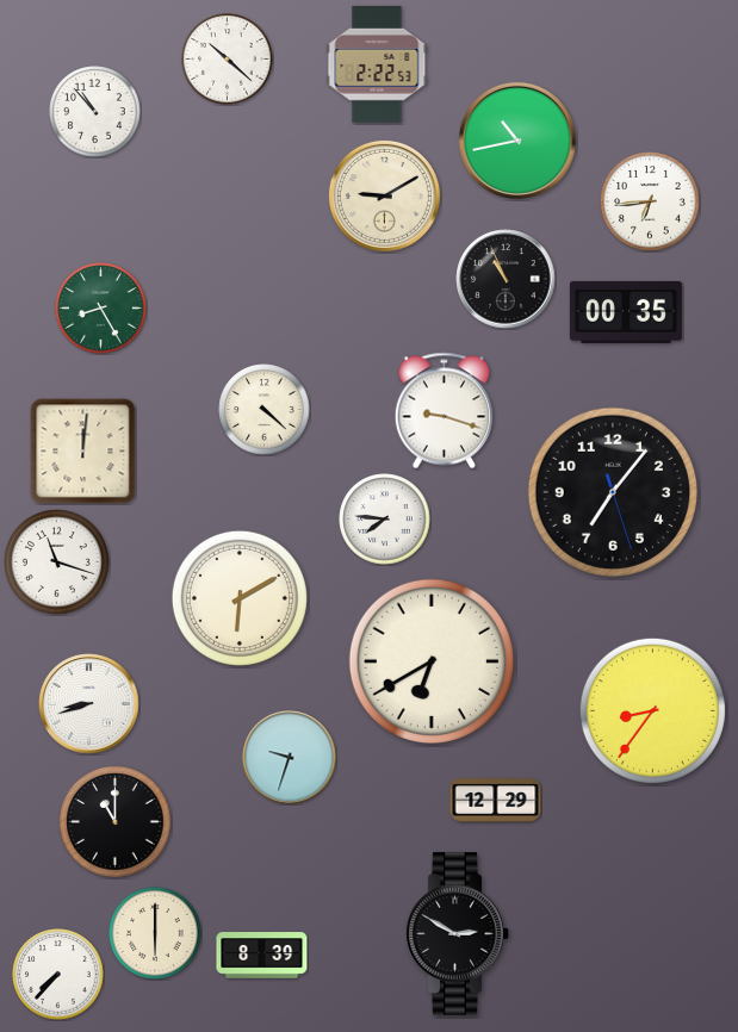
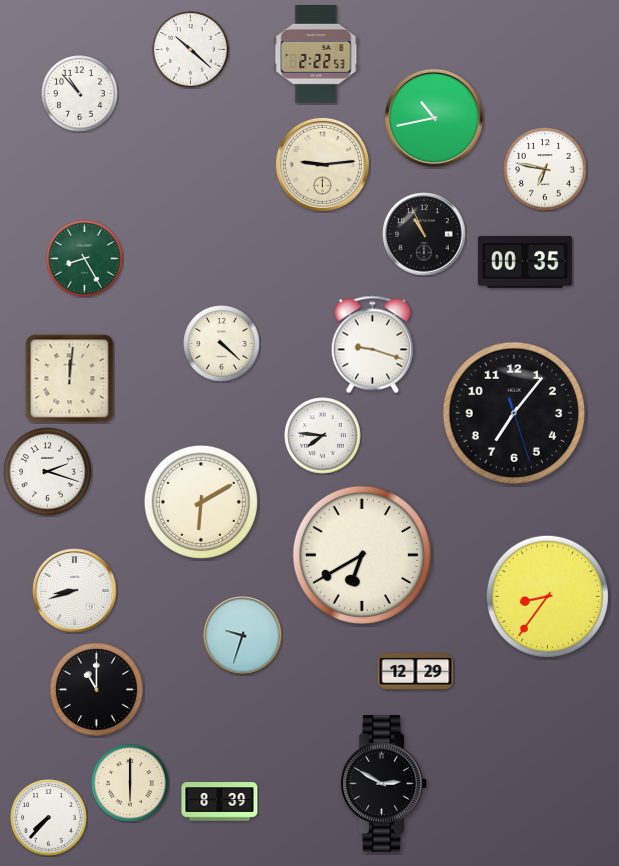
clock at (384, 195): 9:10 -> 9:14
clock at (650, 201): 6:44 -> 6:47
clock at (57, 562): 11:18 -> 2:18
